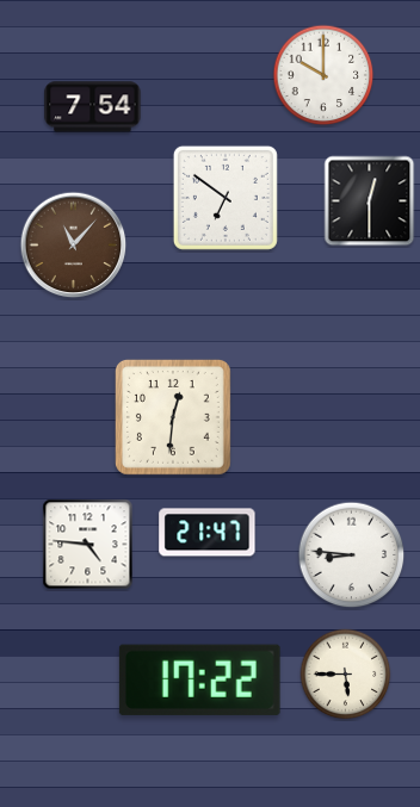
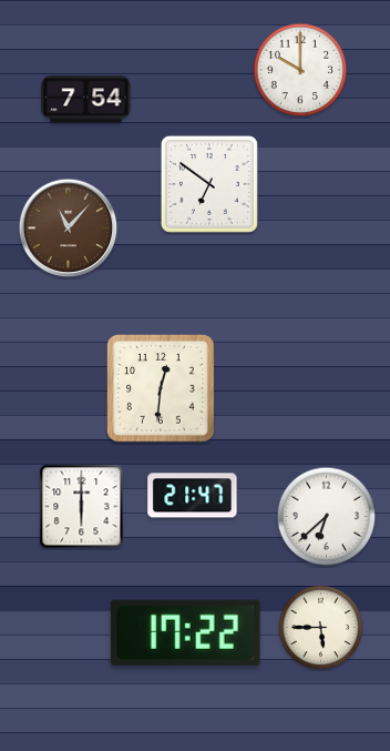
clock at (370, 201): 12:30 -> none
clock at (88, 545): 4:46 -> 6:00
clock at (352, 555): 8:46 -> 6:38
